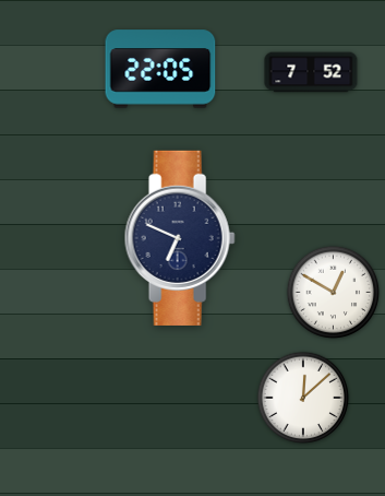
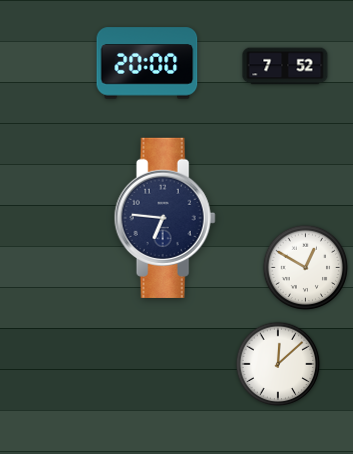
clock at (160, 69): 22:05 -> 20:00
clock at (180, 238): 6:49 -> 6:46
